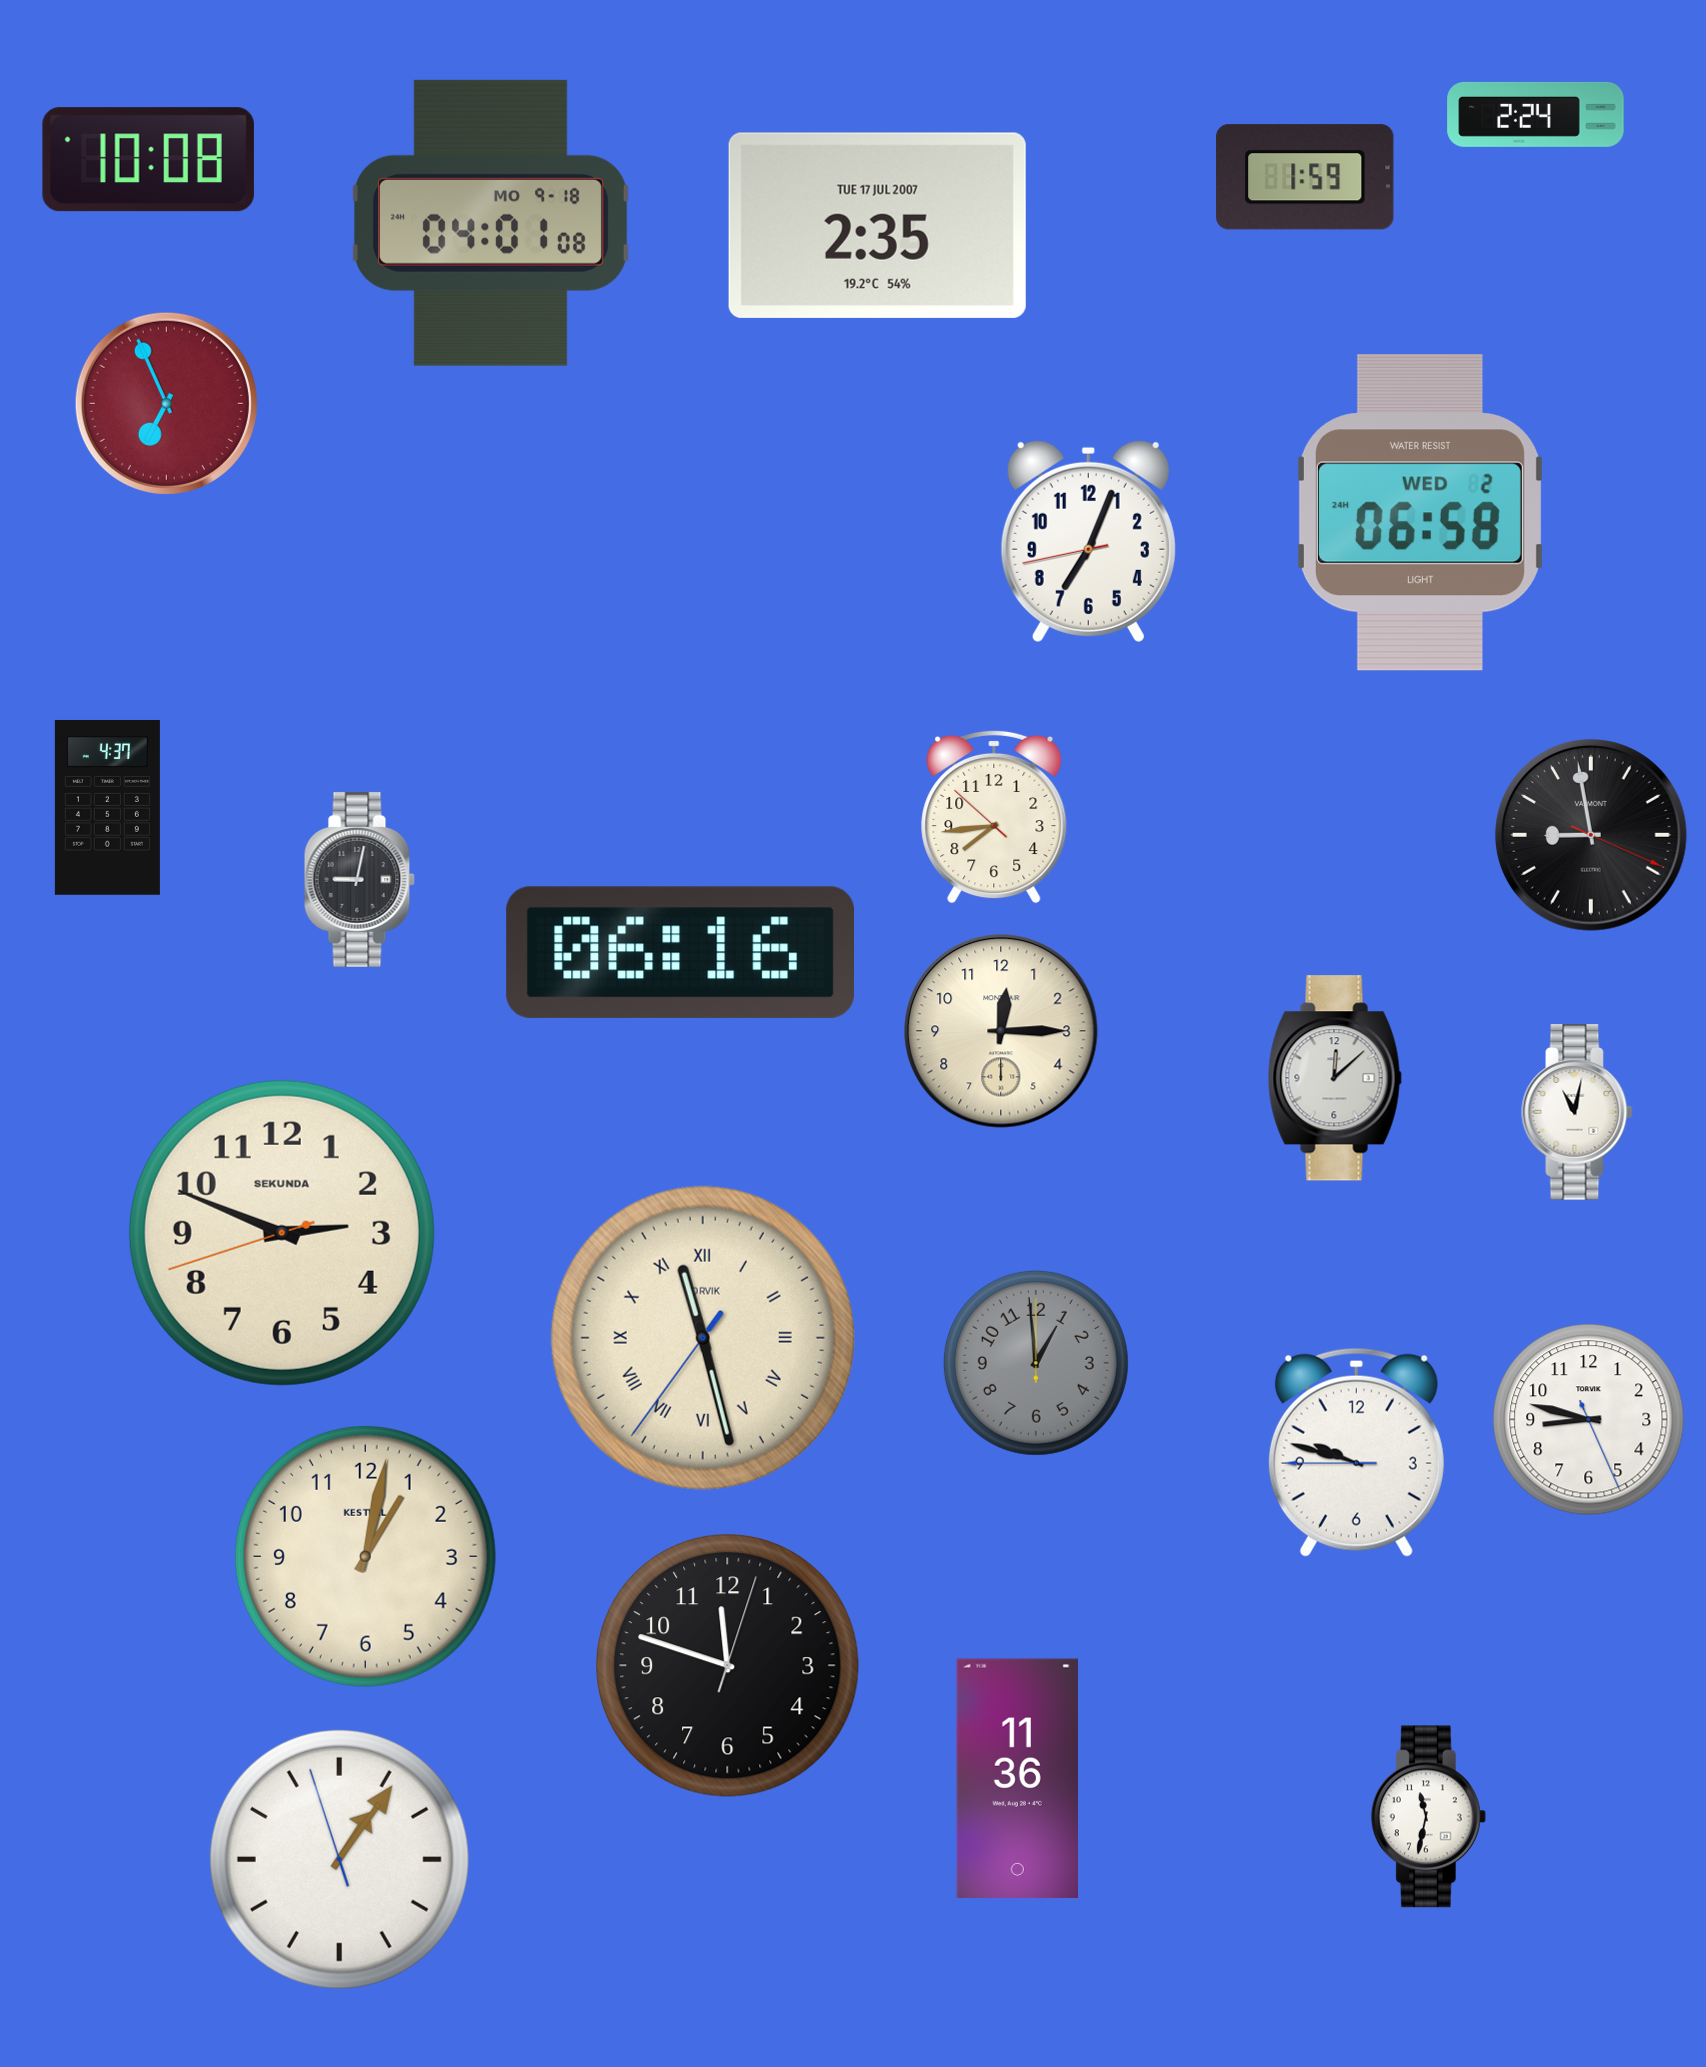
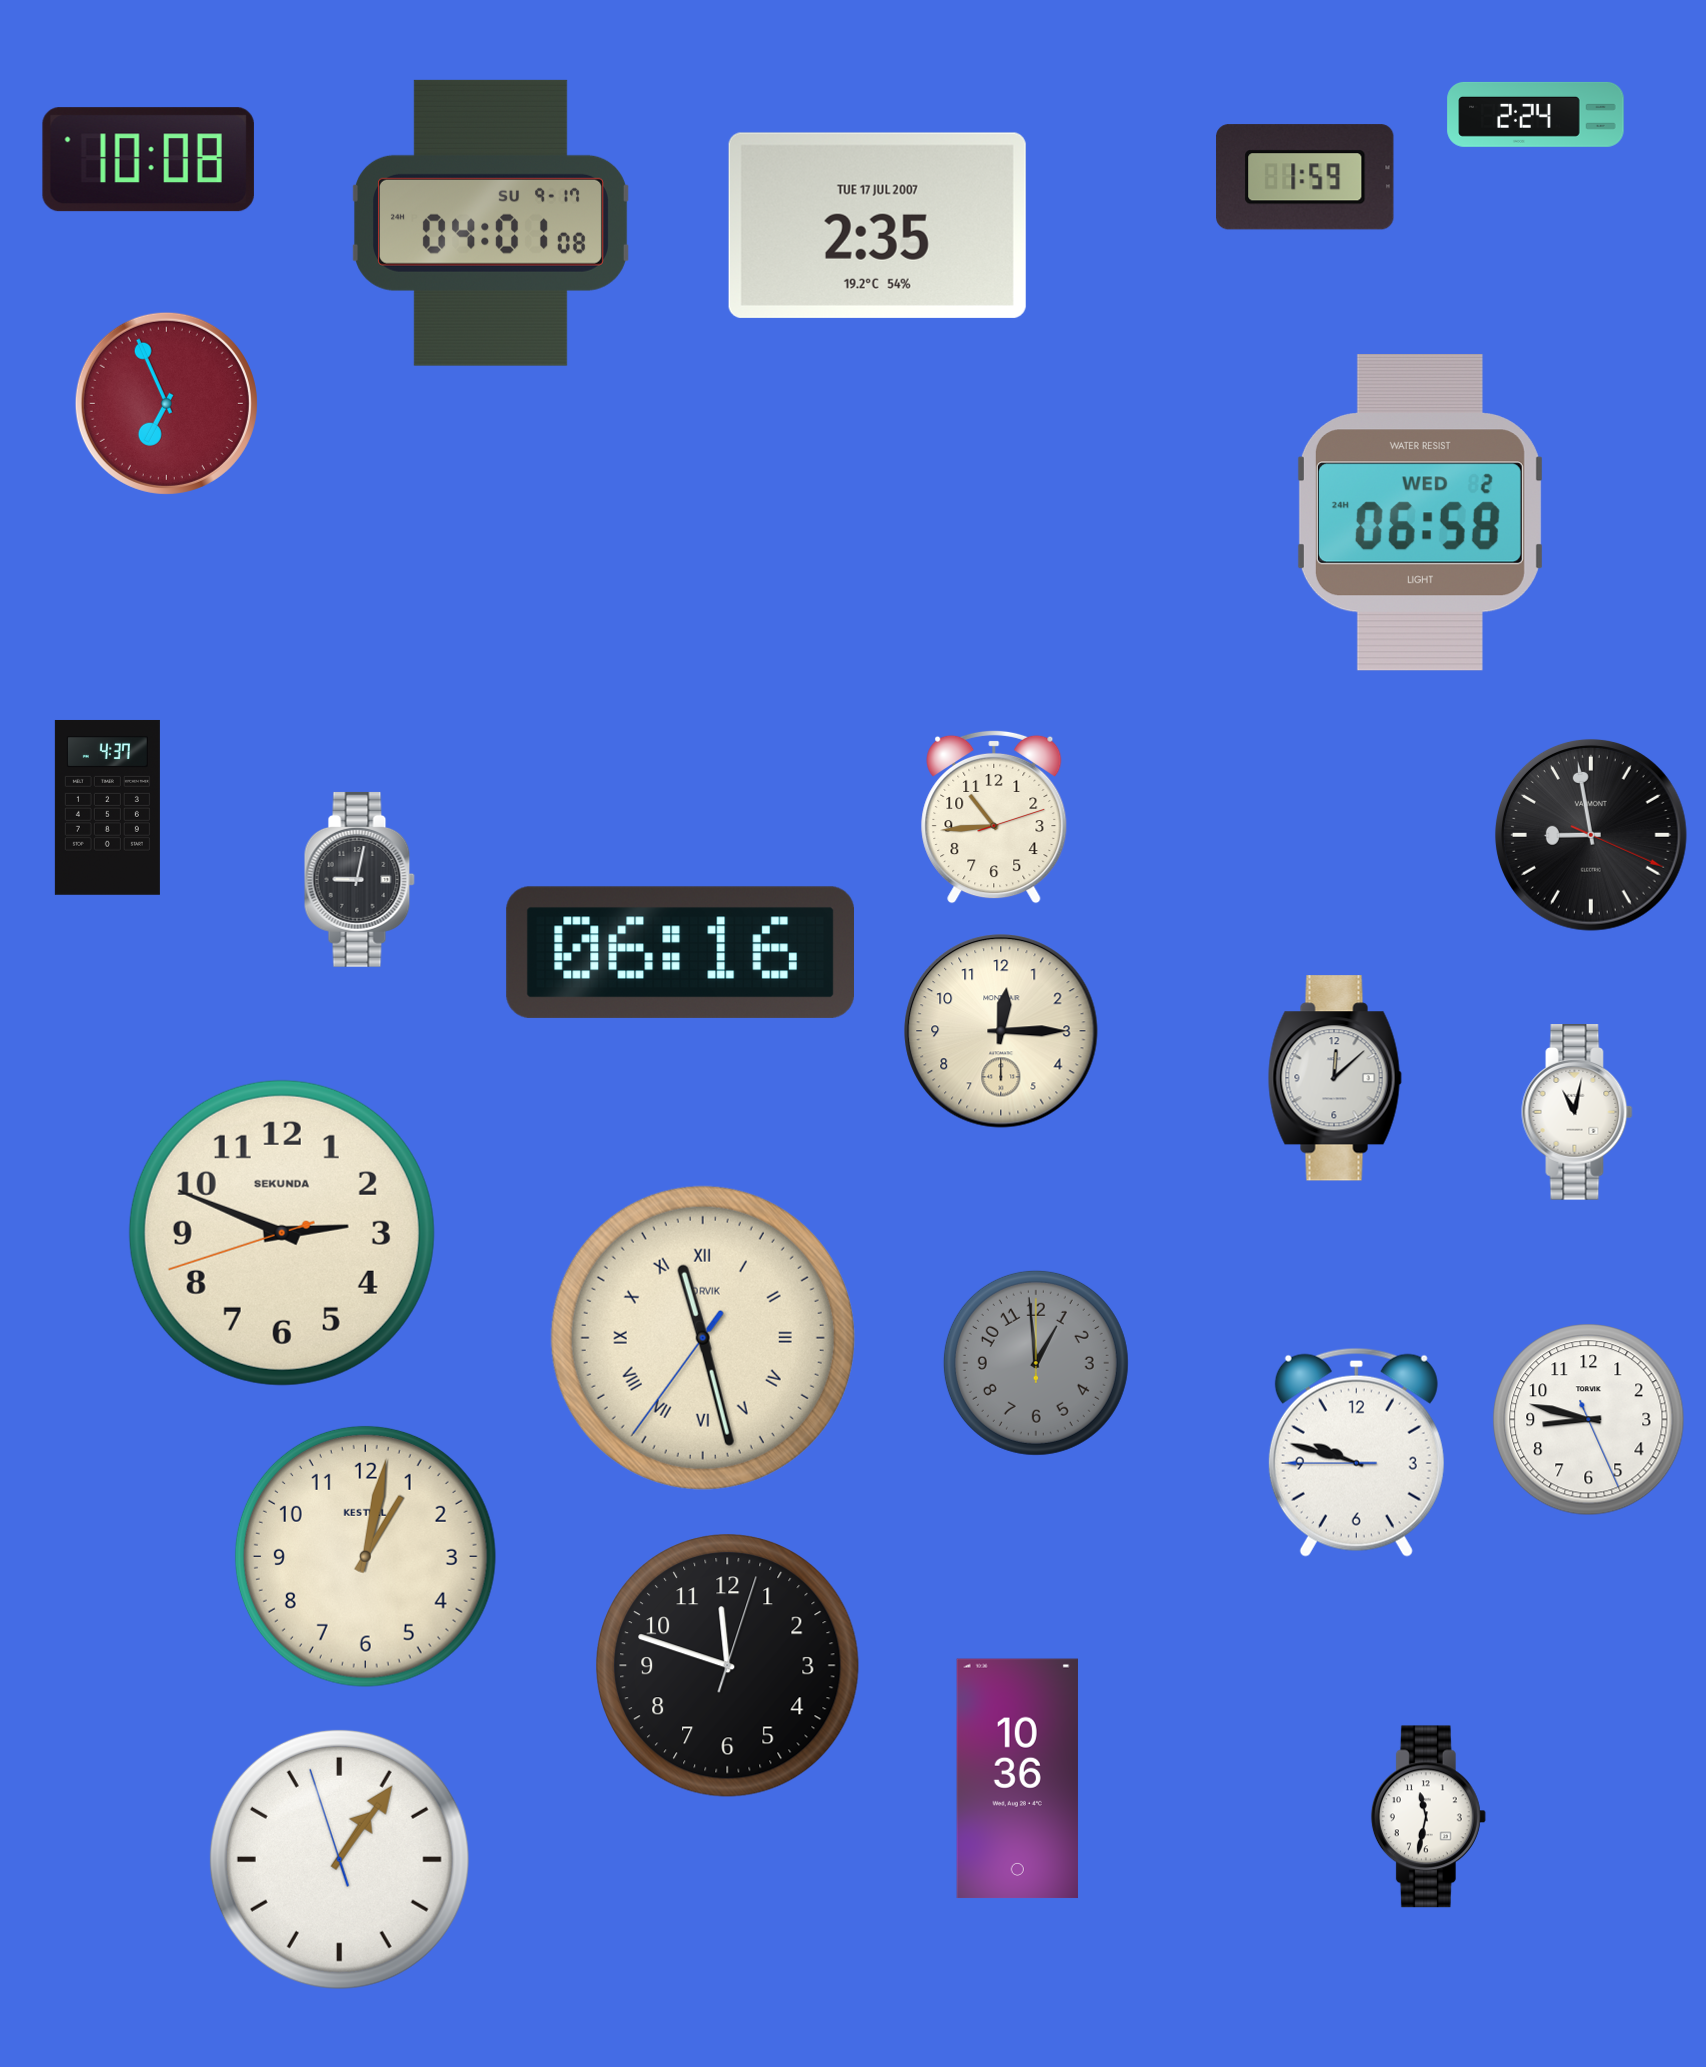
clock at (491, 223) date: MO 9-18 -> SU 9-17
clock at (1088, 541): 7:03 -> none
clock at (994, 817): 7:43 -> 10:44
clock at (1017, 1779): 11:36 -> 10:36
